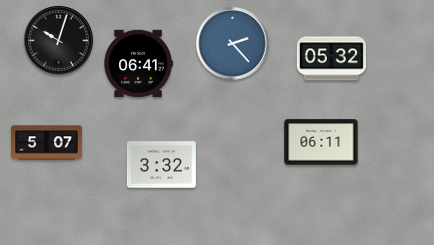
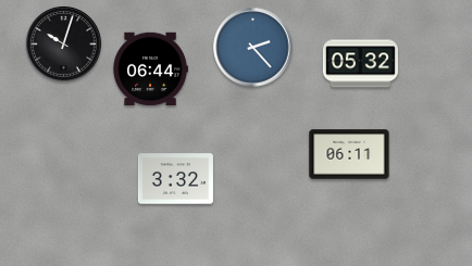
clock at (138, 64): 06:41 -> 06:44
clock at (47, 143): 5:07 -> none
